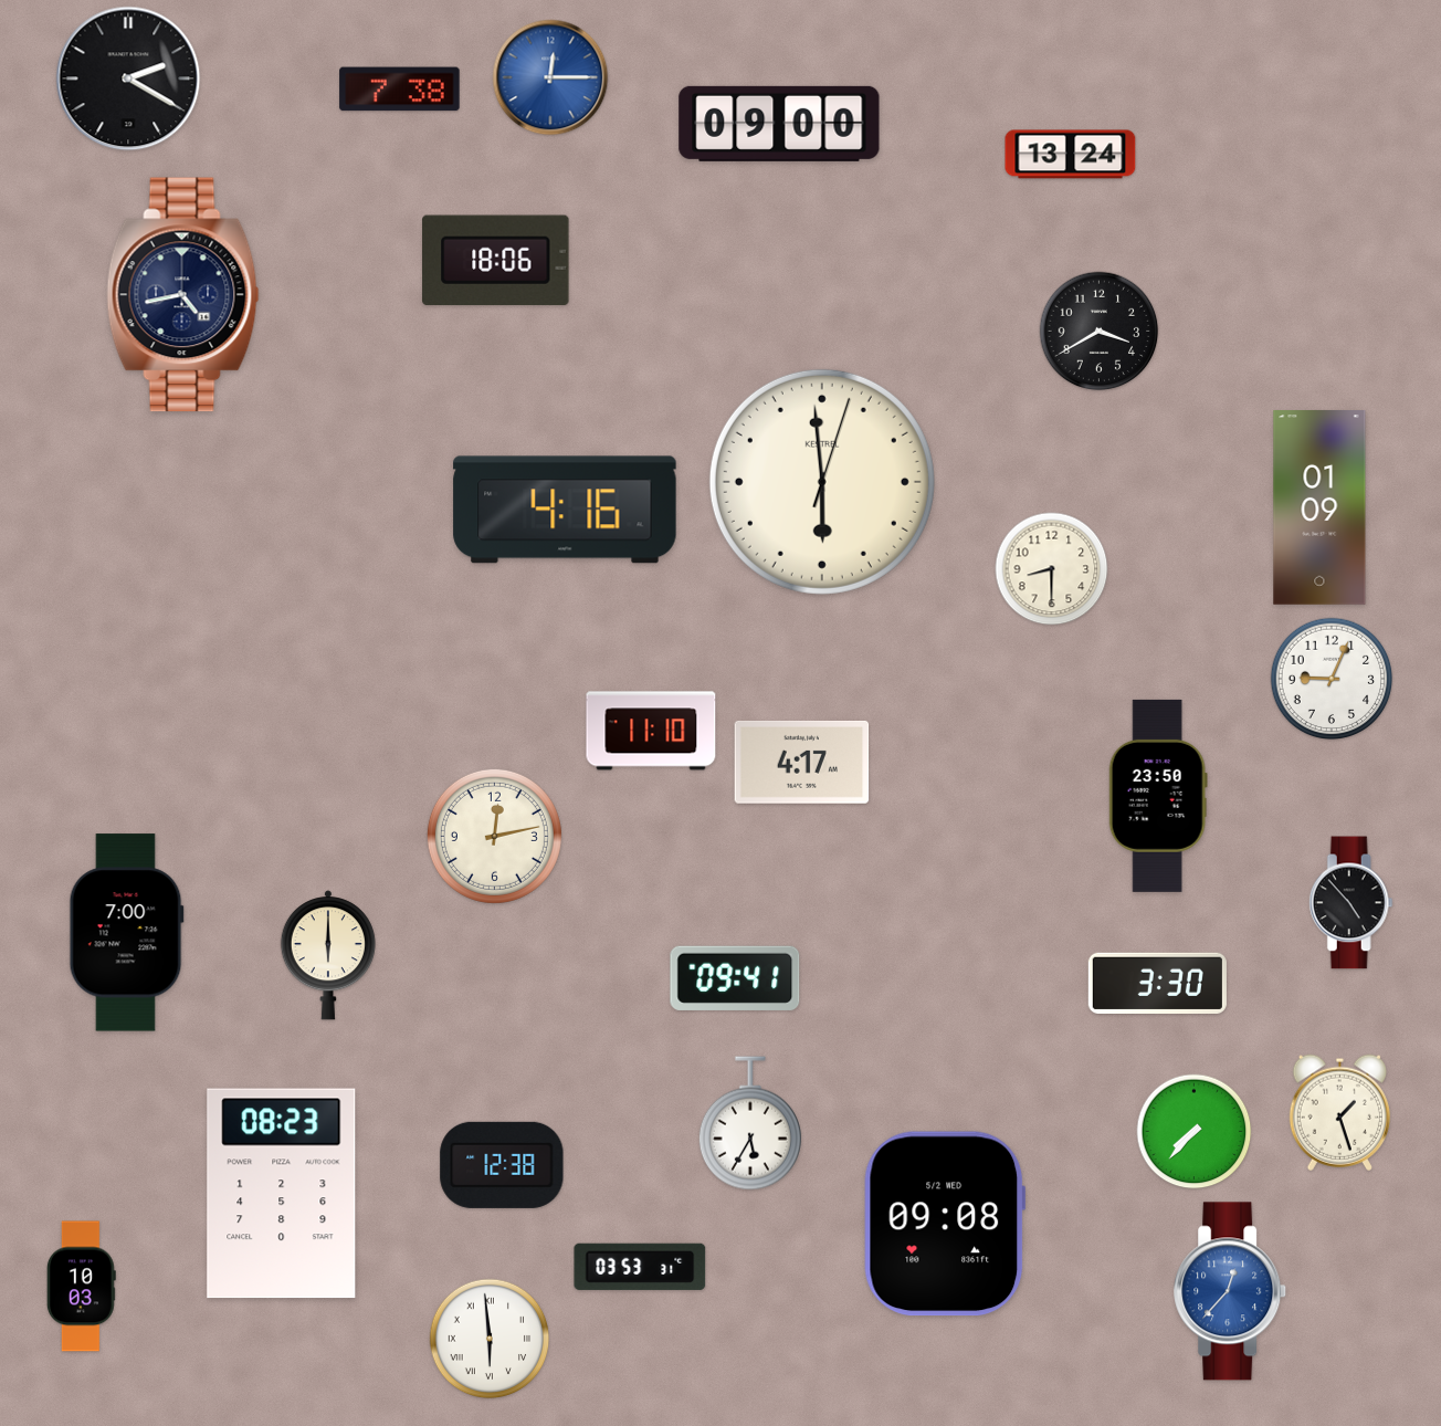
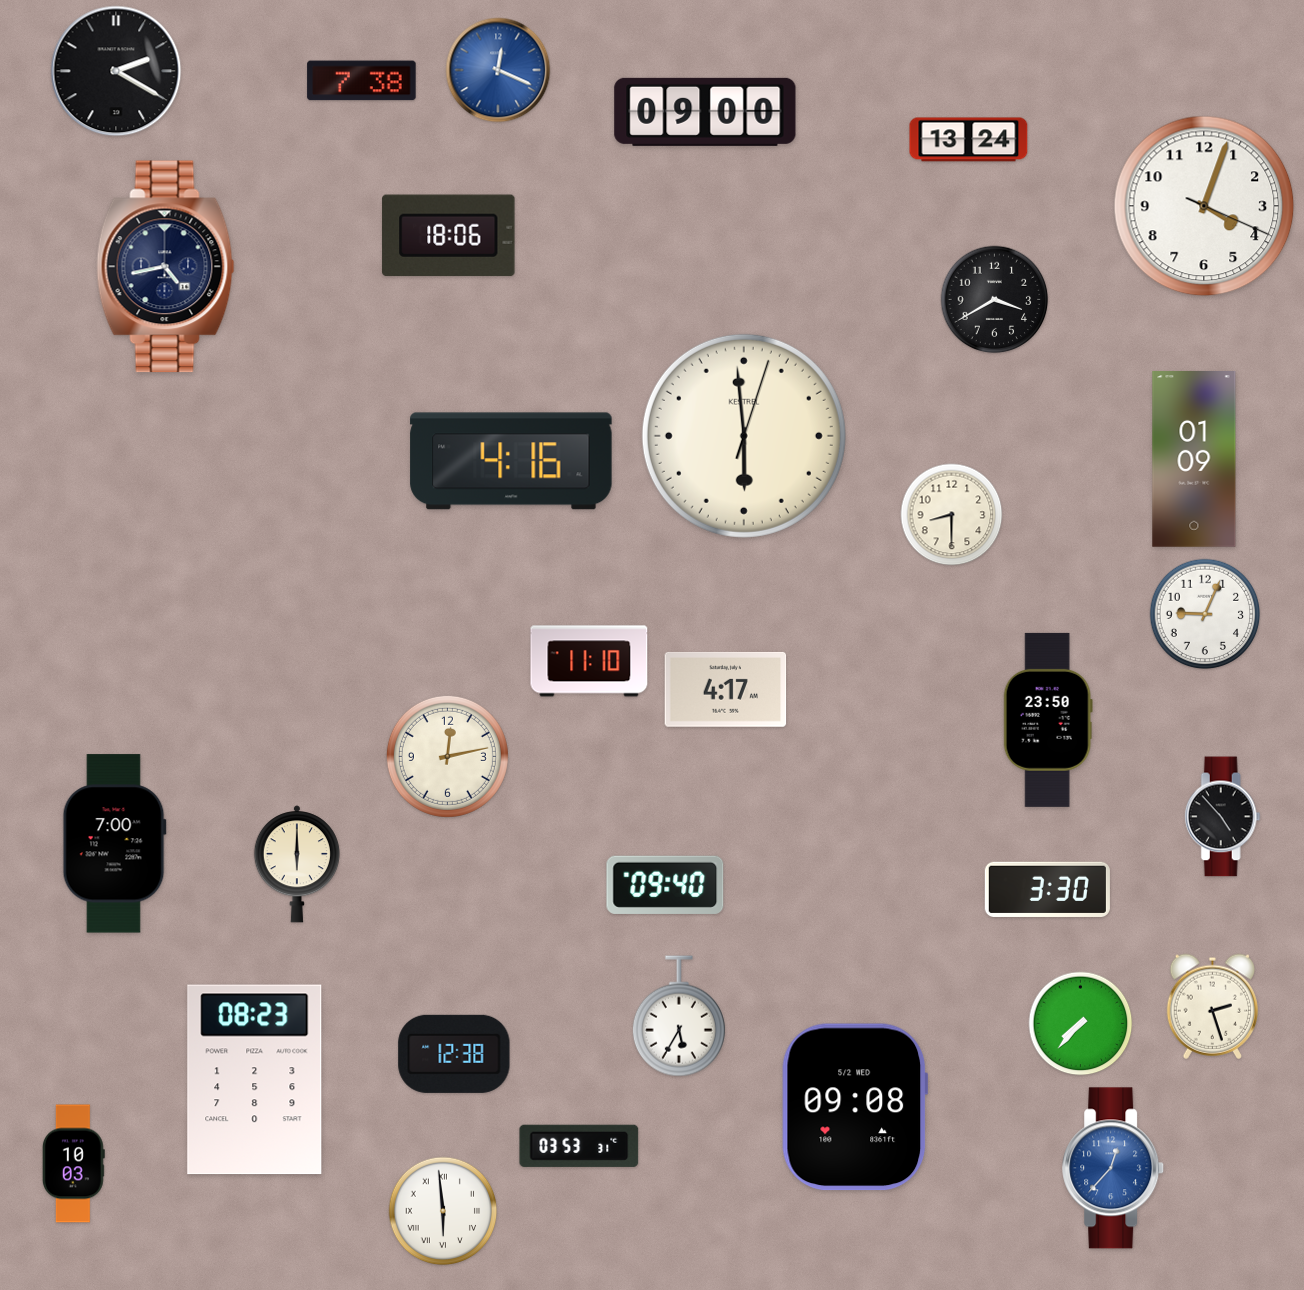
clock at (550, 77): 12:15 -> 12:19
clock at (1204, 206): none -> 4:03
clock at (735, 978): 09:41 -> 09:40
clock at (1339, 1112): 1:27 -> 2:27
